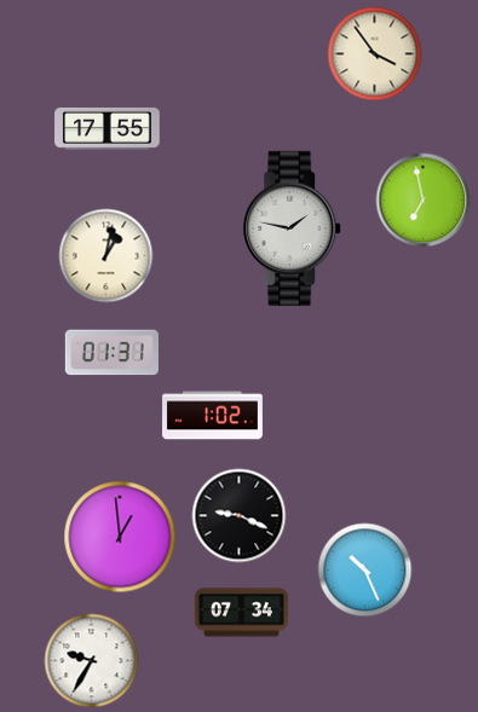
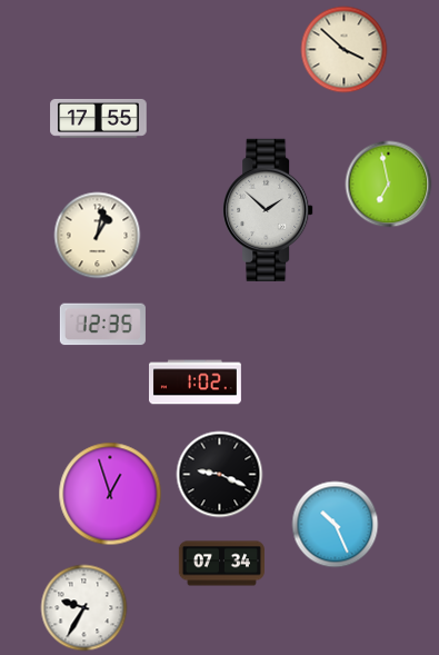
clock at (374, 53): 3:54 -> 3:52
clock at (292, 228): 1:47 -> 1:52
clock at (111, 353): 01:31 -> 12:35
clock at (120, 537): 12:59 -> 12:57
